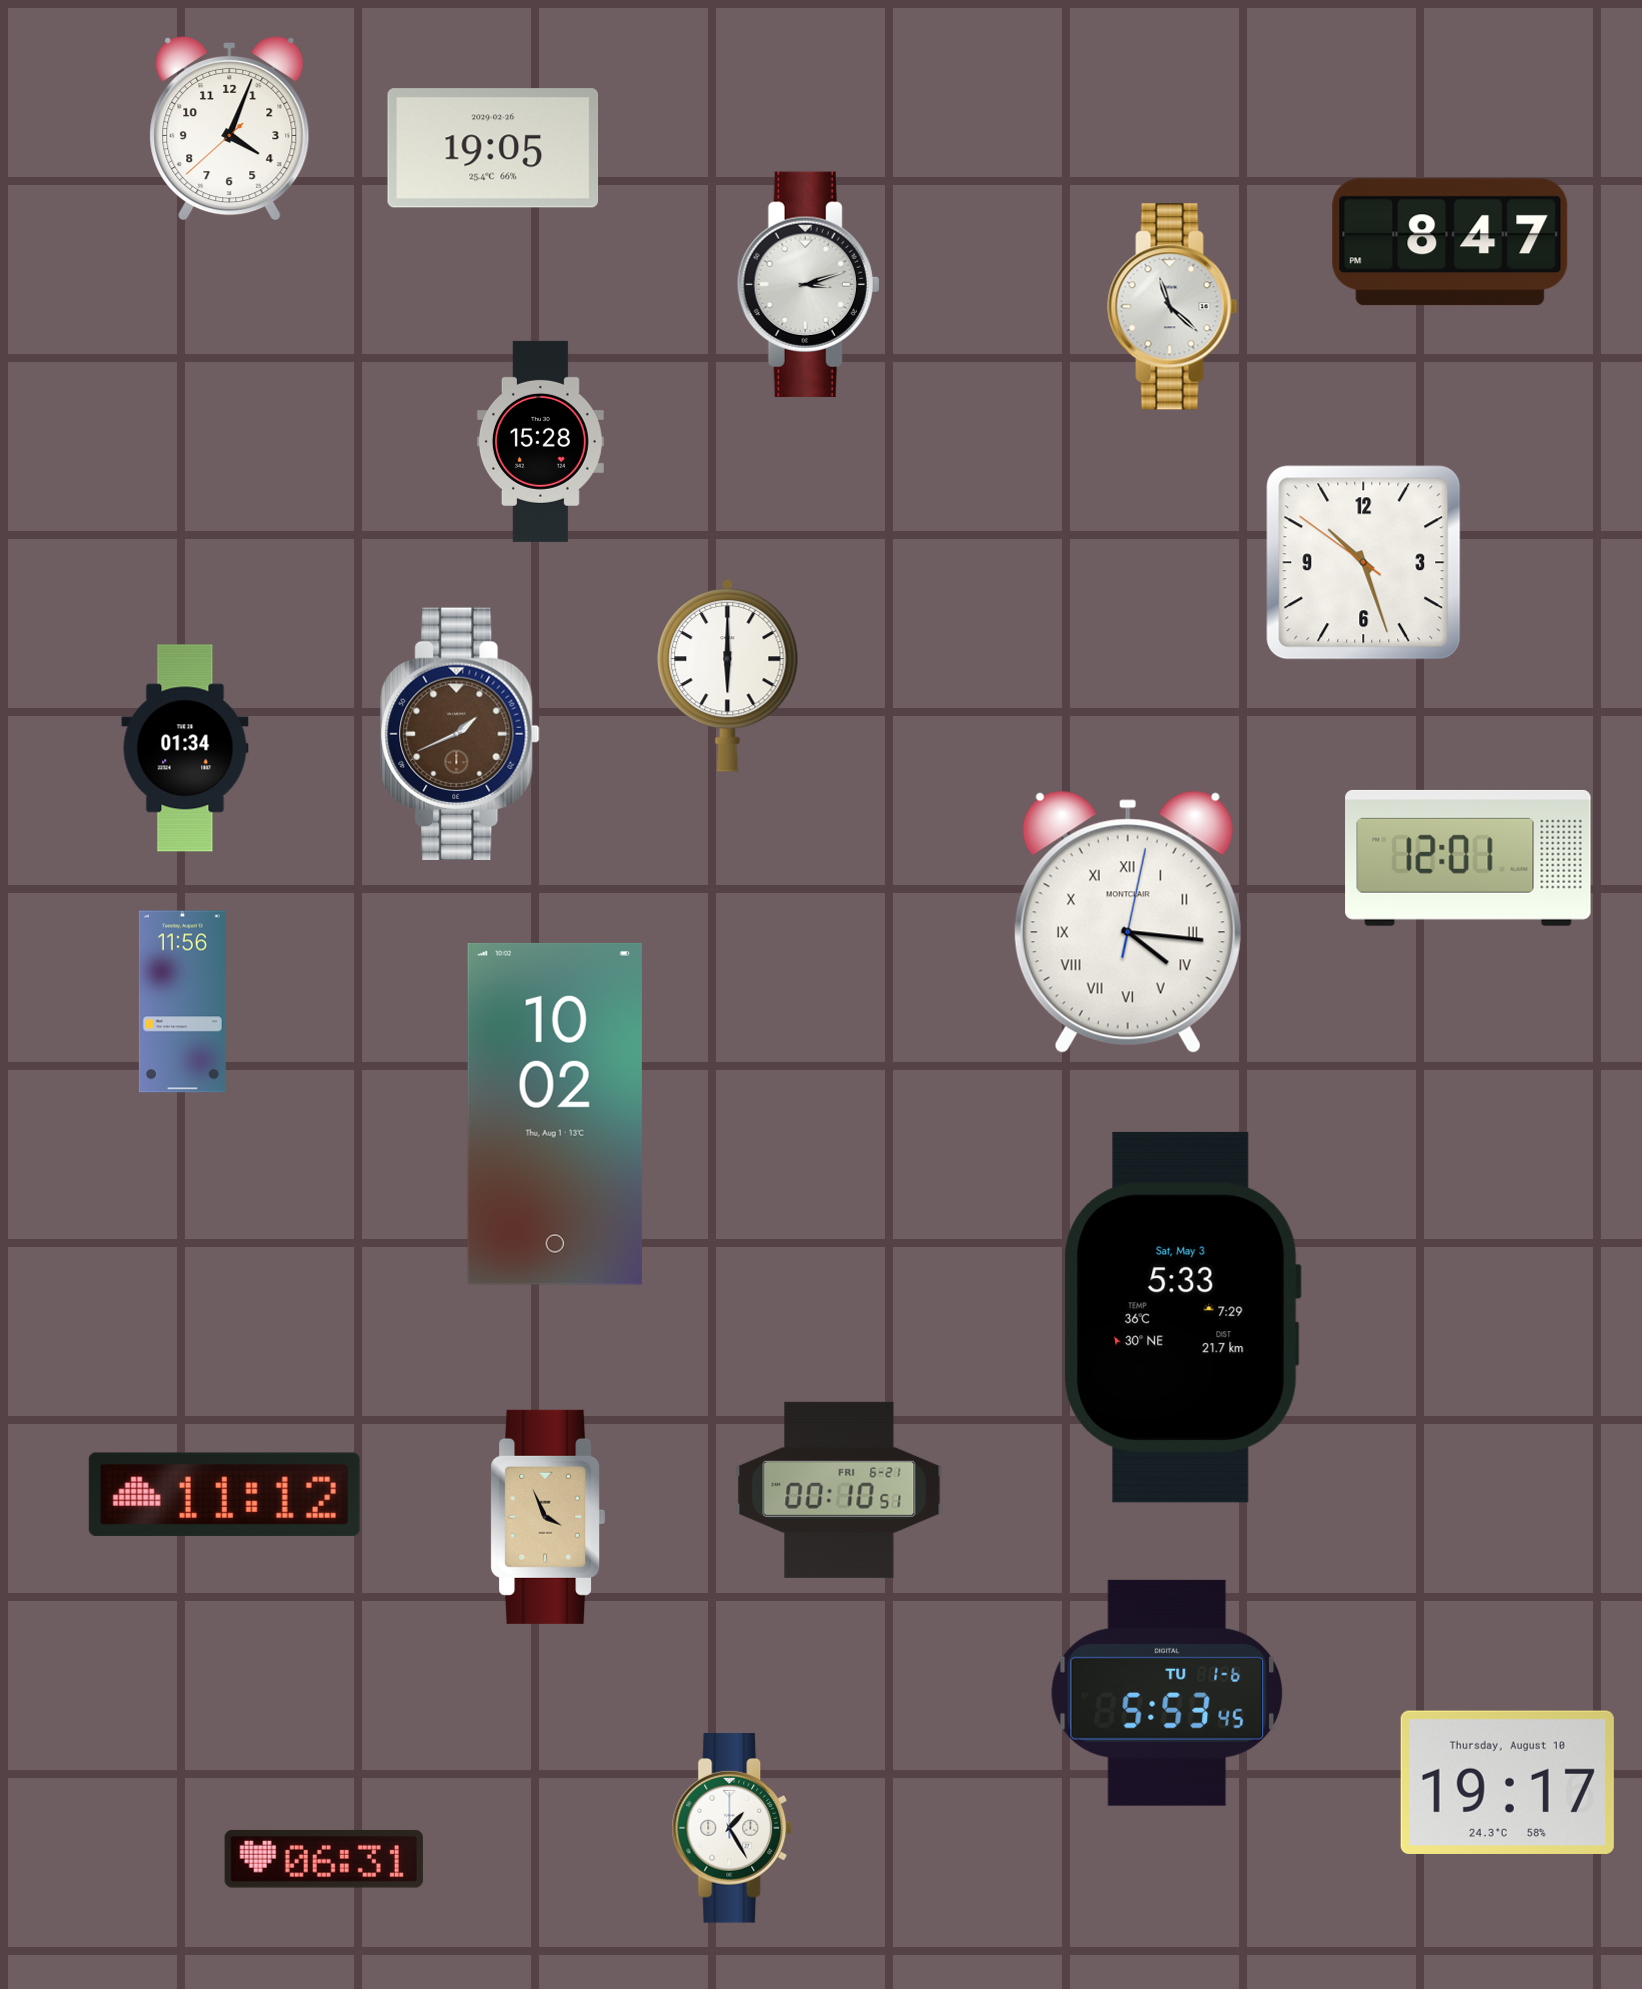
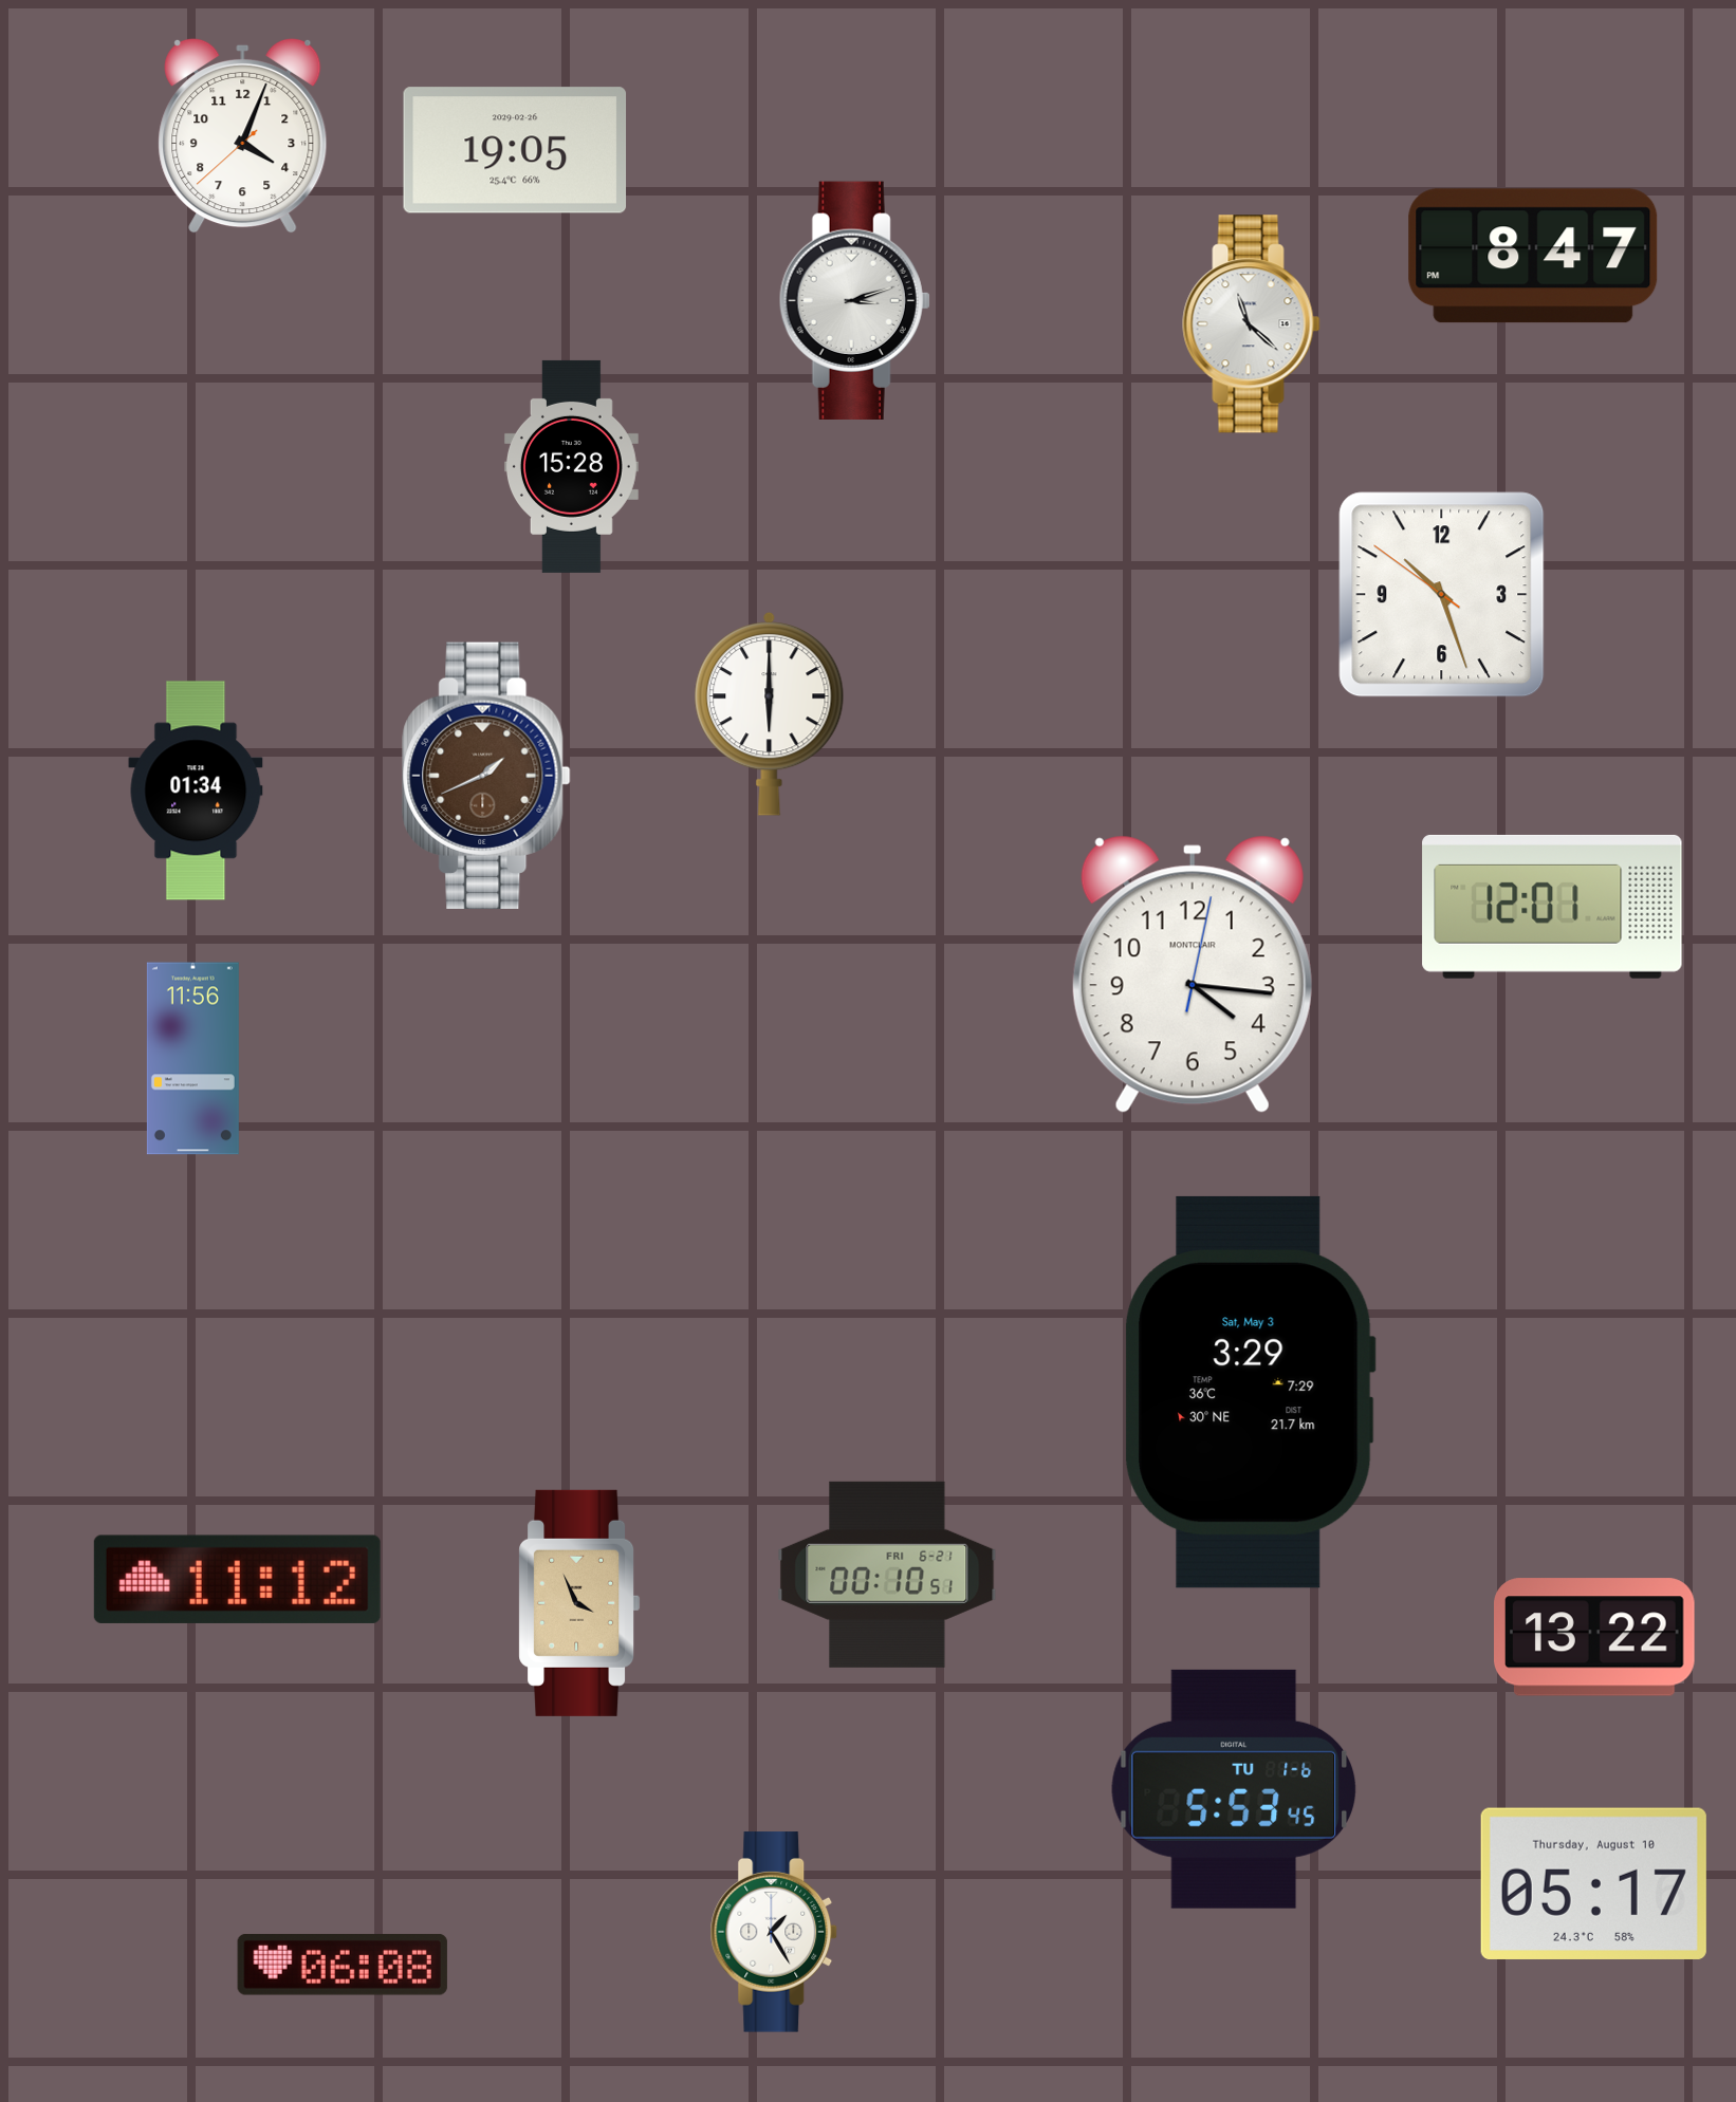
clock at (493, 148) position: (493, 148) -> (515, 150)
clock at (1173, 307) position: (1173, 307) -> (1252, 324)
clock at (1128, 922) numerals: Roman -> Arabic
clock at (555, 1114): 10:02 -> none
clock at (1182, 1317): 5:33 -> 3:29
clock at (1595, 1637): none -> 13:22
clock at (1507, 1782): 19:17 -> 05:17
clock at (324, 1859): 06:31 -> 06:08
